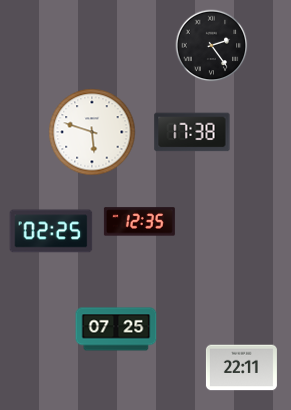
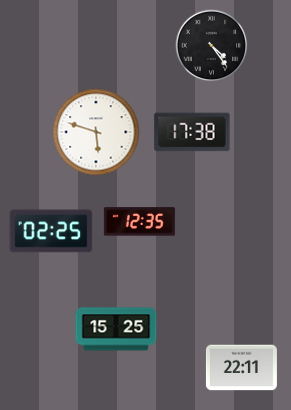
clock at (212, 46): 2:24 -> 4:24
clock at (92, 132) position: (92, 132) -> (96, 132)
clock at (116, 329): 07:25 -> 15:25
